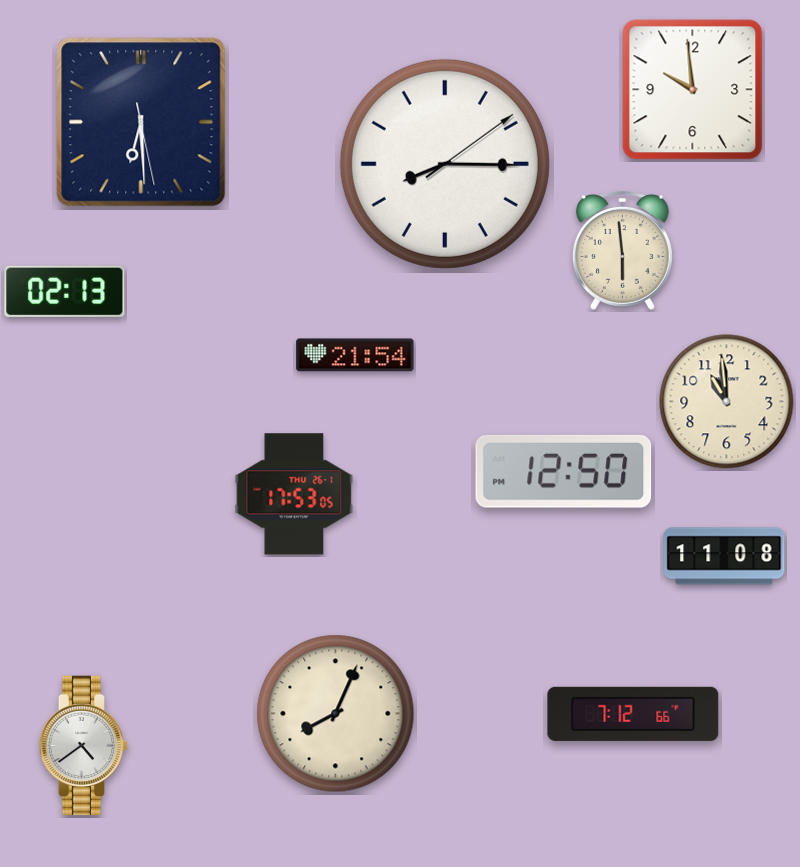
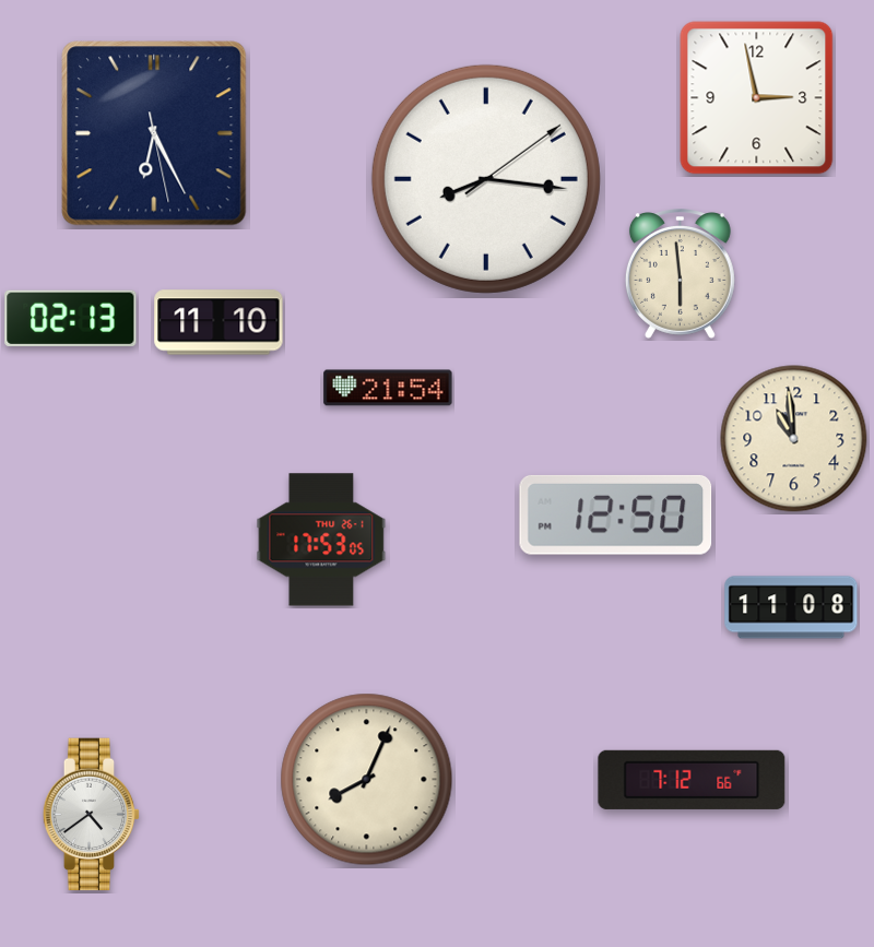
clock at (693, 90): 9:59 -> 2:58
clock at (141, 122): 6:29 -> 6:25
clock at (445, 164): 8:15 -> 8:16
clock at (218, 322): none -> 11:10
